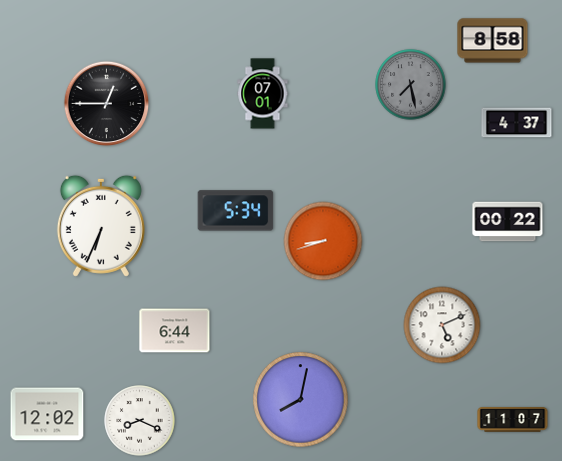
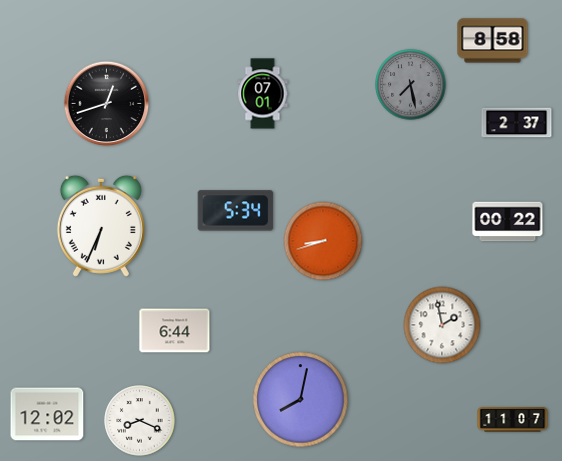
clock at (107, 104): 12:45 -> 12:42
clock at (517, 123): 4:37 -> 2:37
clock at (442, 325): 5:11 -> 1:58
